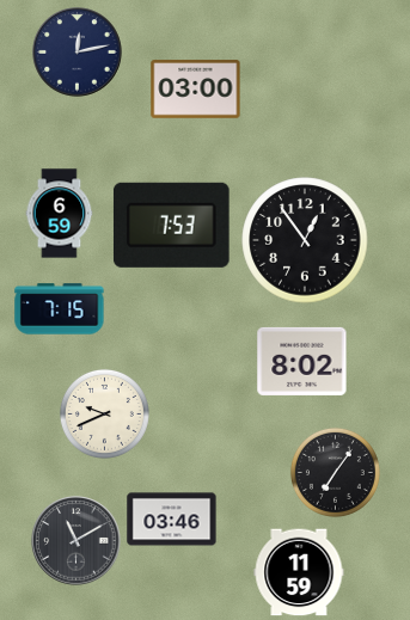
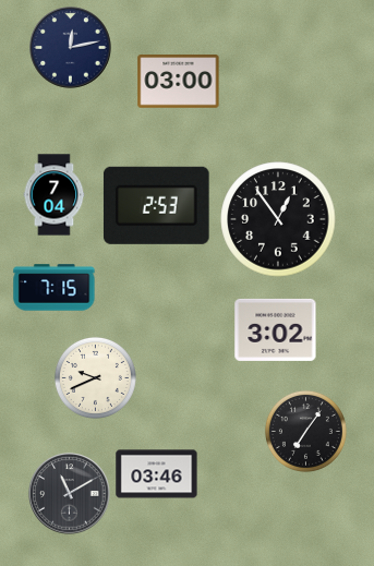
clock at (60, 214): 6:59 -> 7:04
clock at (171, 225): 7:53 -> 2:53
clock at (60, 309) position: (60, 309) -> (55, 288)
clock at (302, 361): 8:02 -> 3:02
clock at (299, 572): 11:59 -> none
